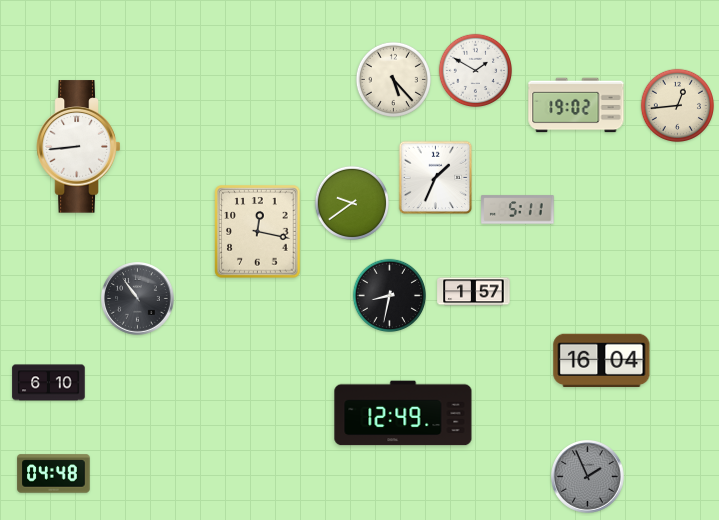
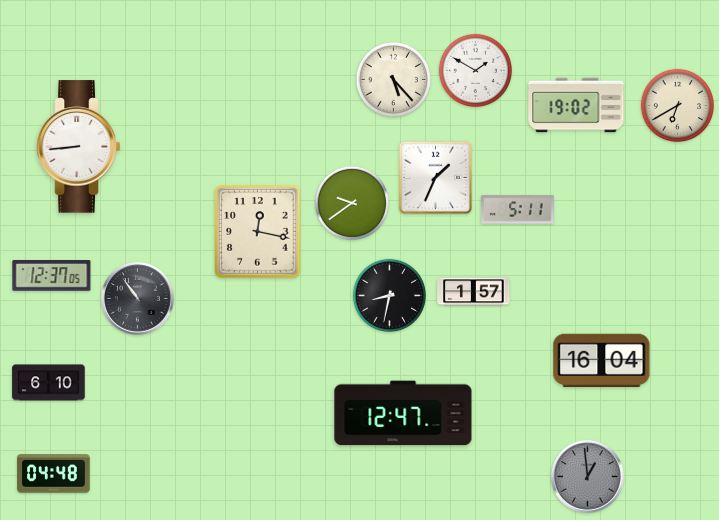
clock at (677, 105): 12:44 -> 6:40
clock at (52, 276): none -> 12:37
clock at (403, 413): 12:49 -> 12:47
clock at (588, 477): 1:56 -> 12:59
